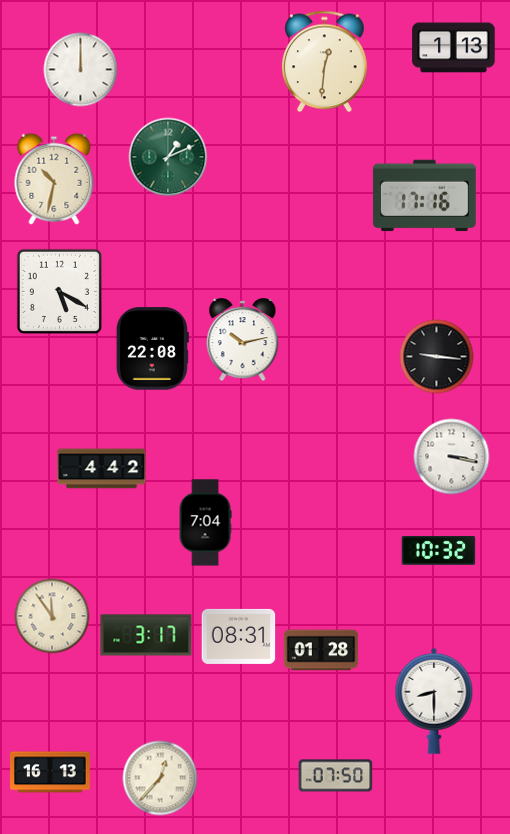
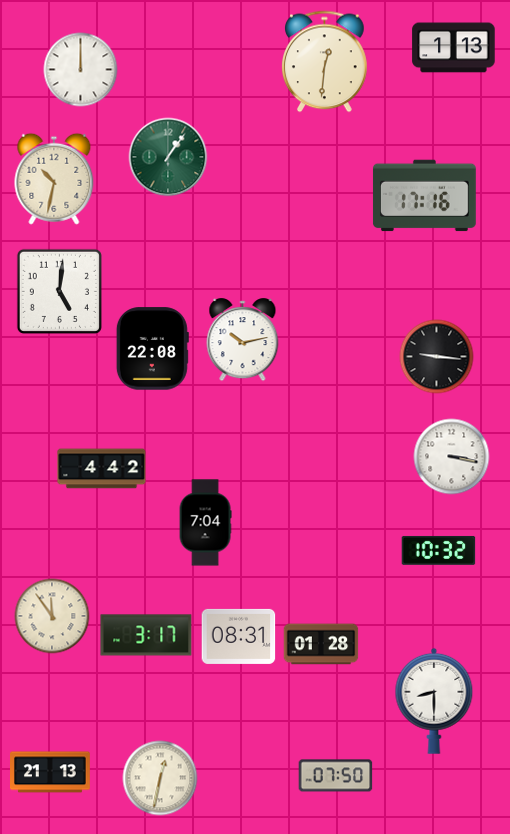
clock at (168, 157): 1:11 -> 1:06
clock at (59, 291): 5:20 -> 5:01
clock at (321, 650) position: (321, 650) -> (321, 644)
clock at (51, 772): 16:13 -> 21:13
clock at (160, 778): 12:37 -> 12:32
